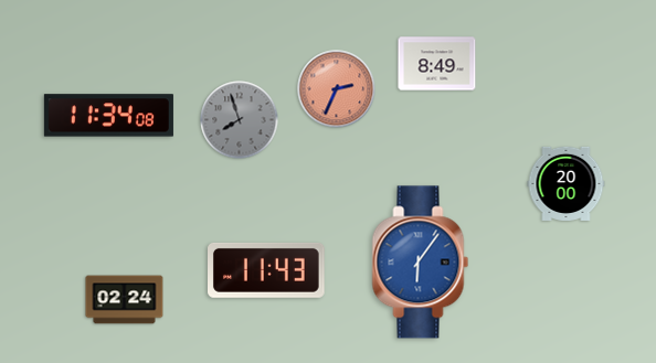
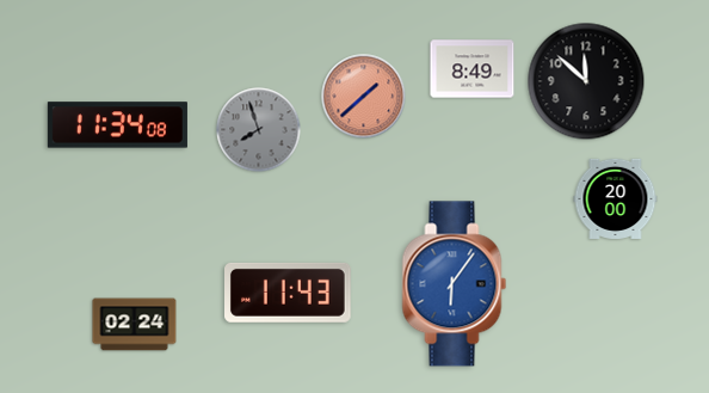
clock at (586, 81): none -> 11:52
clock at (337, 89): 2:34 -> 1:38
clock at (567, 183) position: (567, 183) -> (616, 198)
